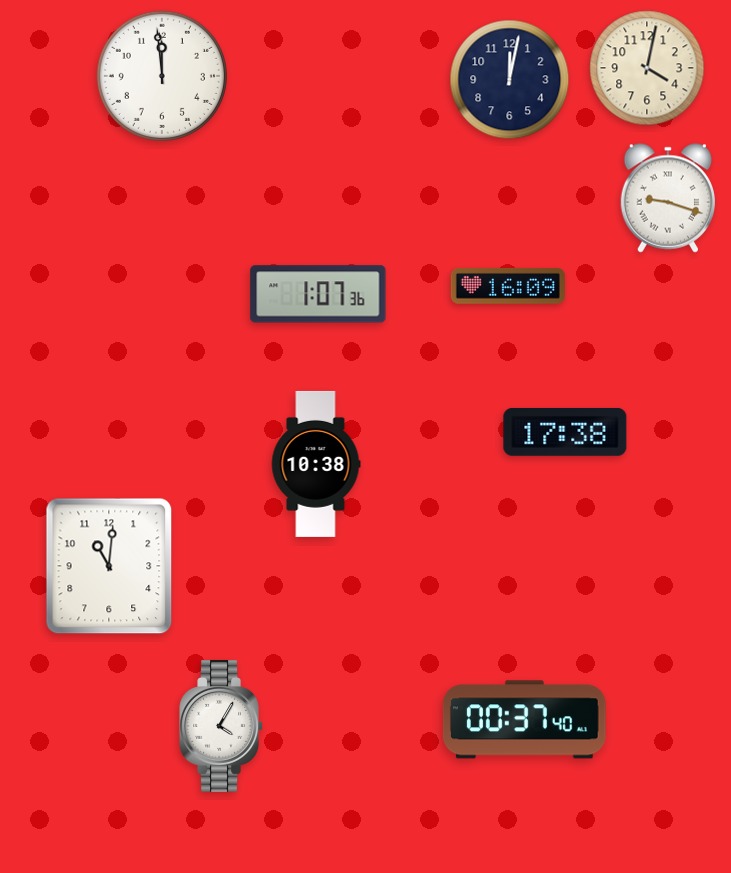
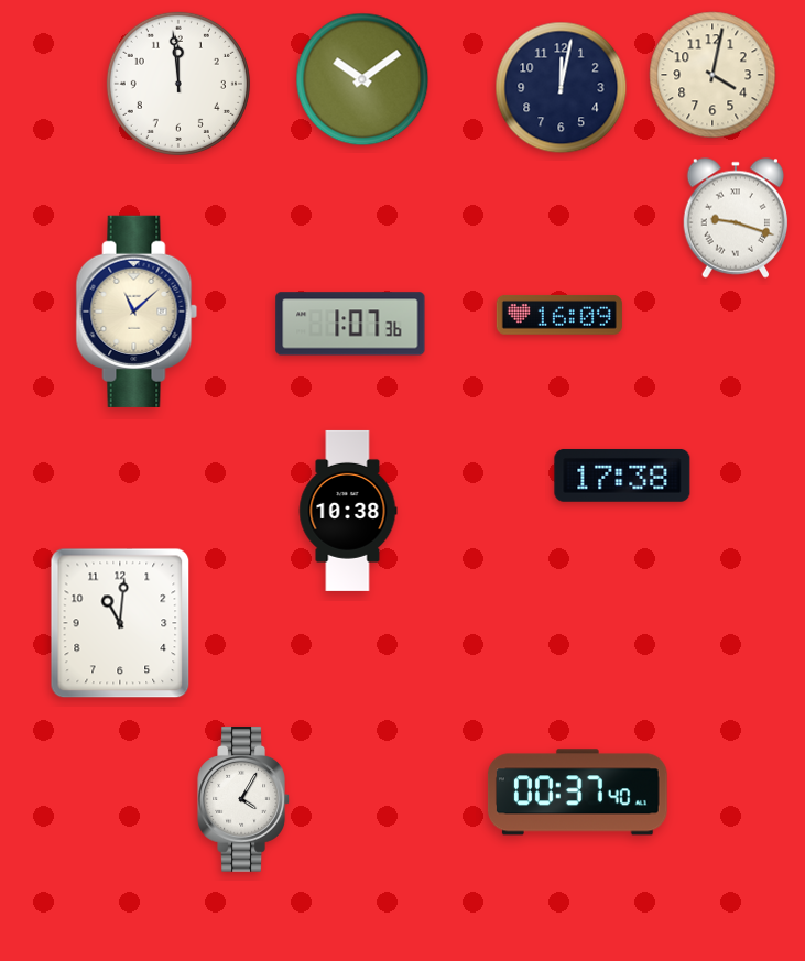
clock at (362, 79): none -> 10:09
clock at (137, 312): none -> 11:08
